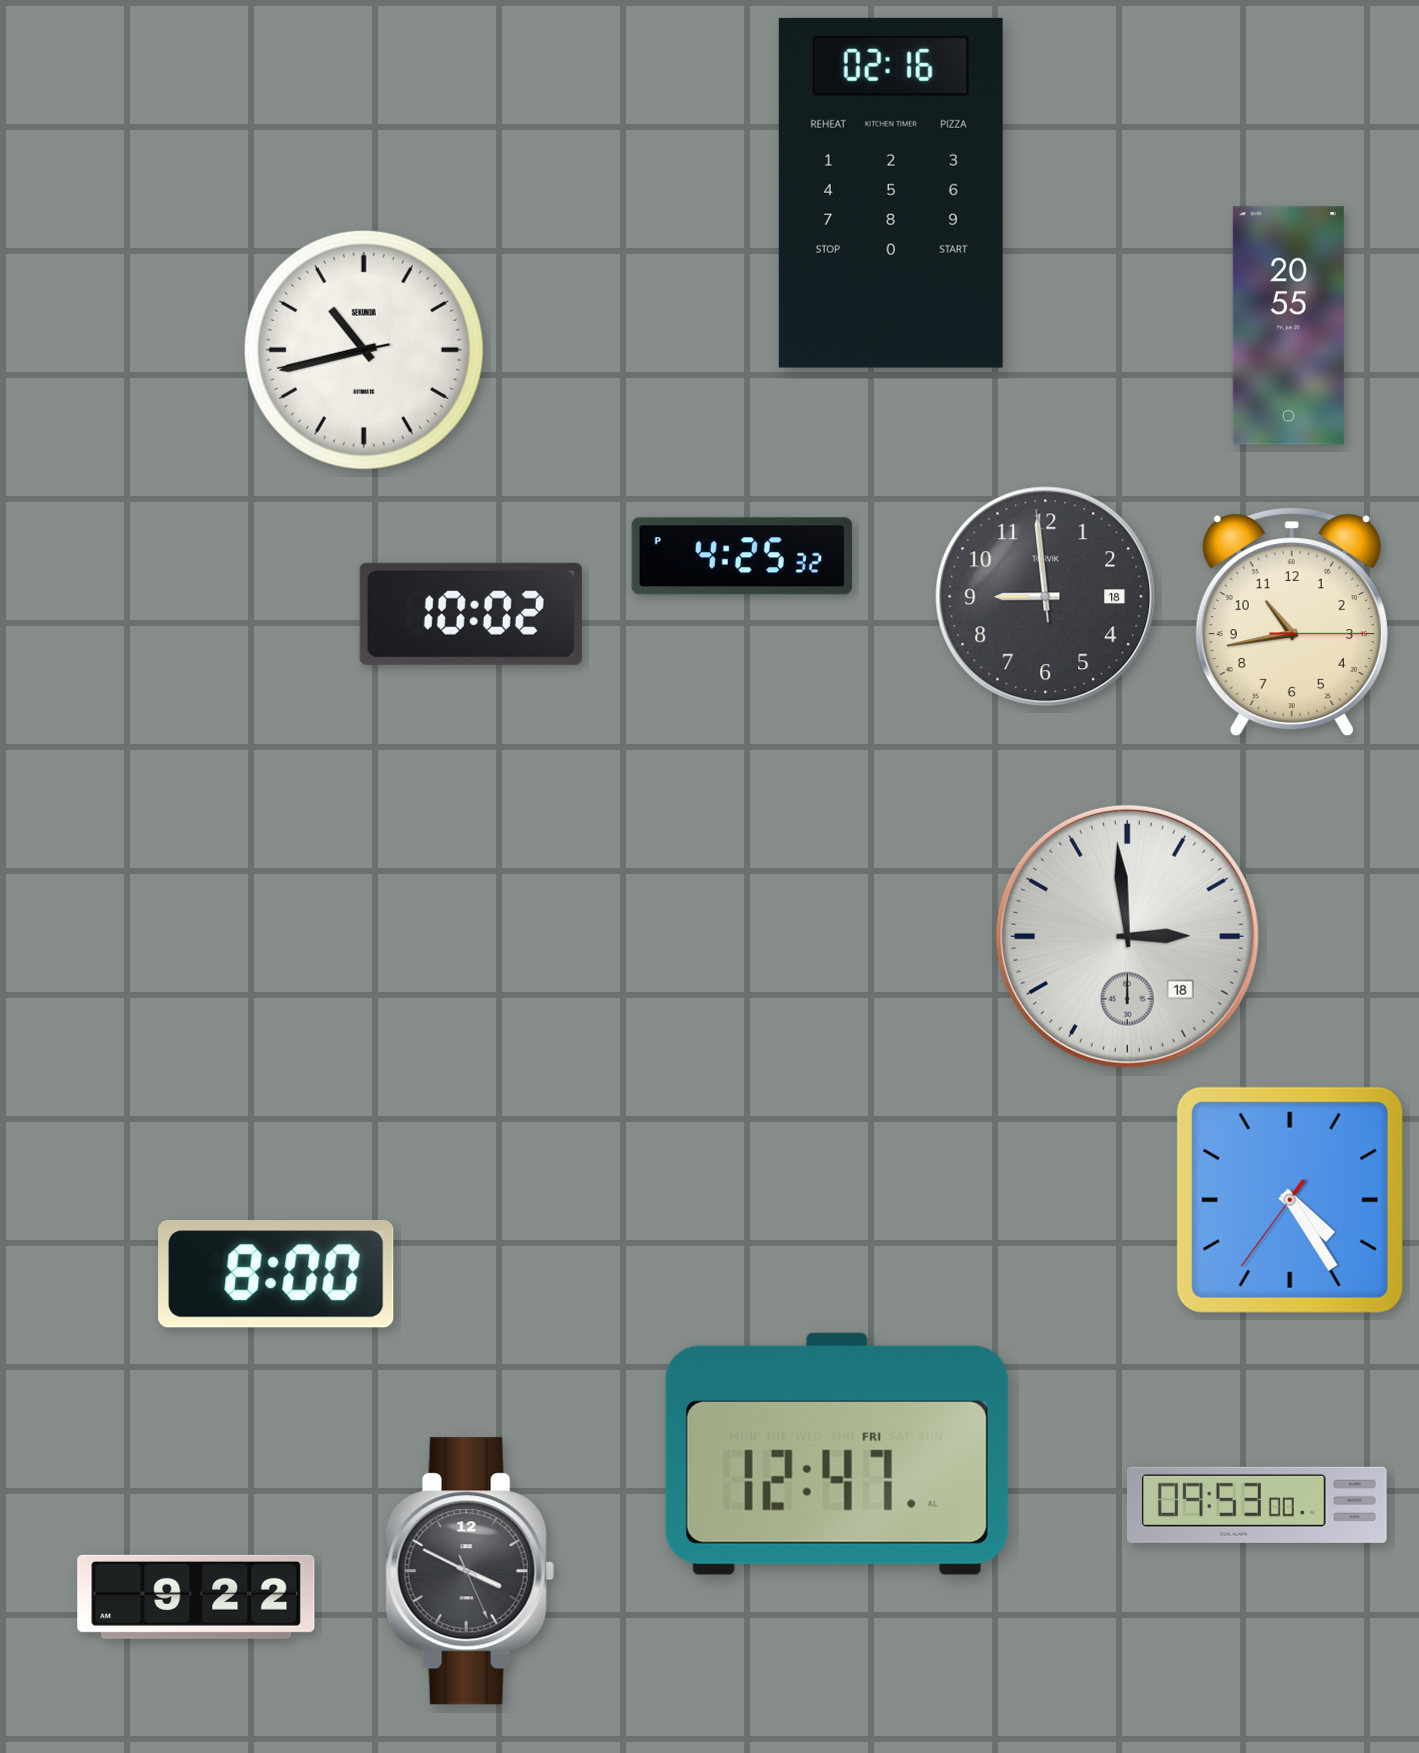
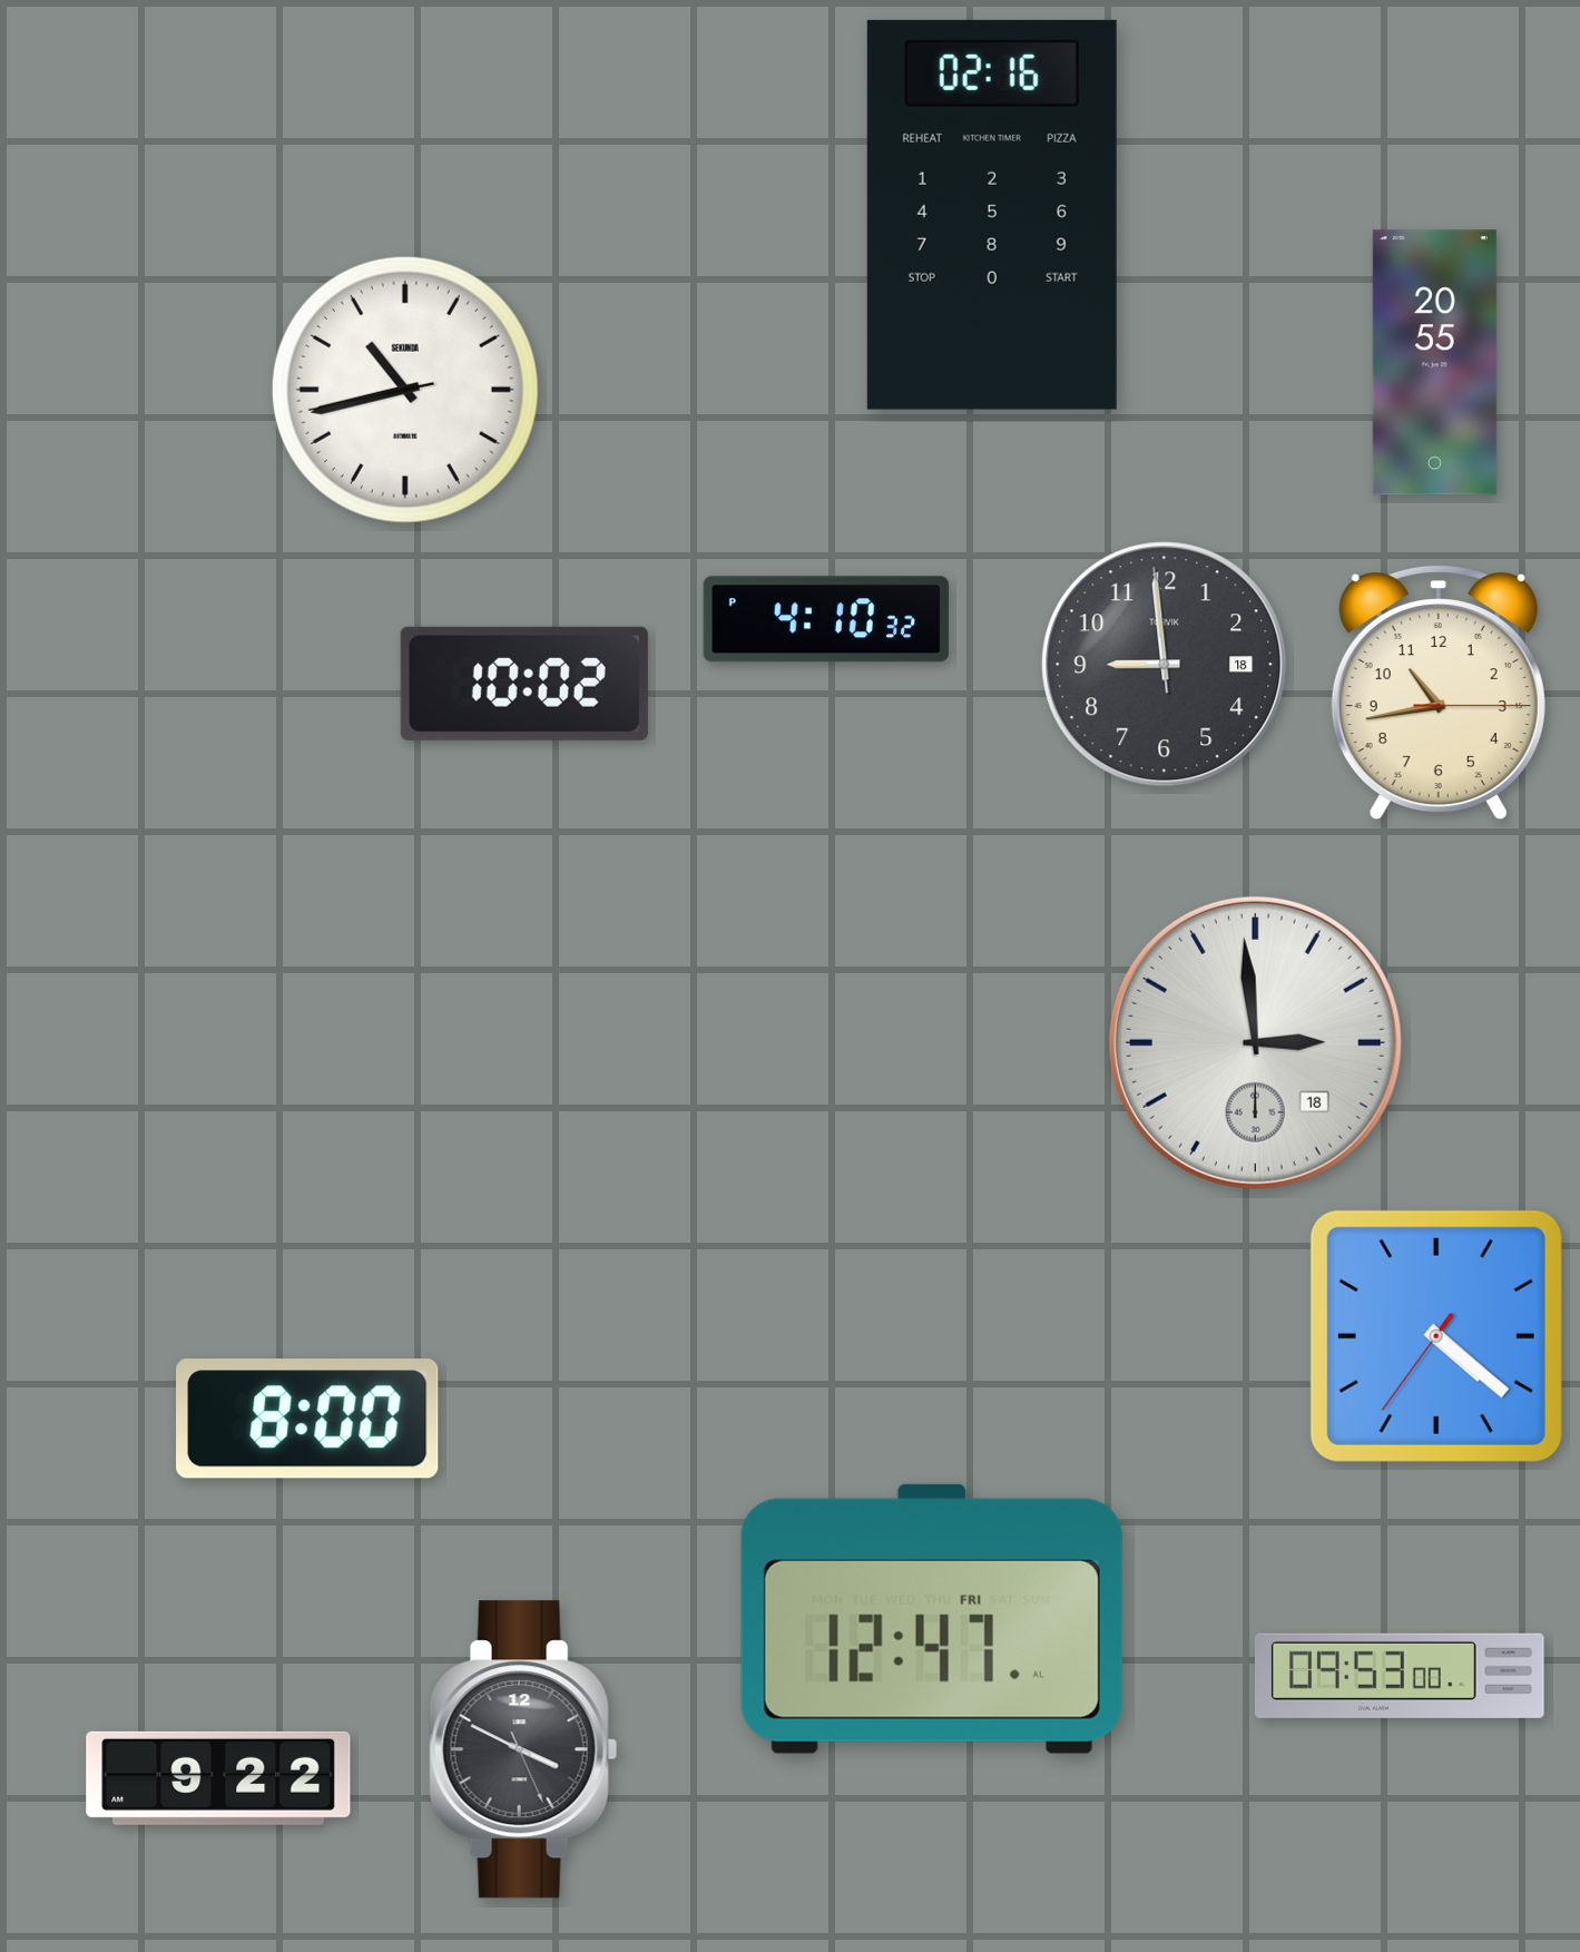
clock at (742, 556): 4:25 -> 4:10
clock at (1290, 1200): 4:24 -> 4:21
